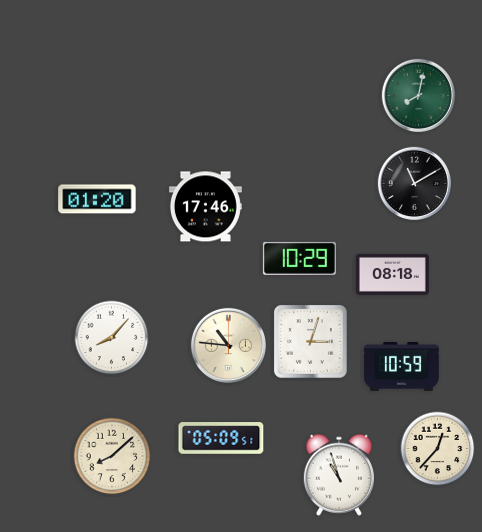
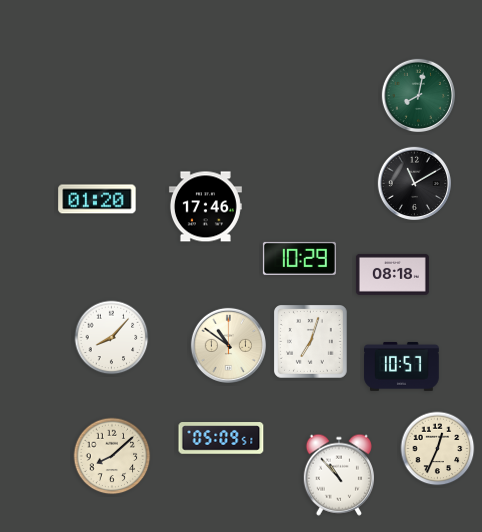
clock at (311, 342): 3:03 -> 7:03
clock at (228, 345): 10:46 -> 10:51
clock at (402, 366): 10:59 -> 10:57
clock at (438, 449): 12:37 -> 12:34
clock at (338, 475): 10:57 -> 10:53
